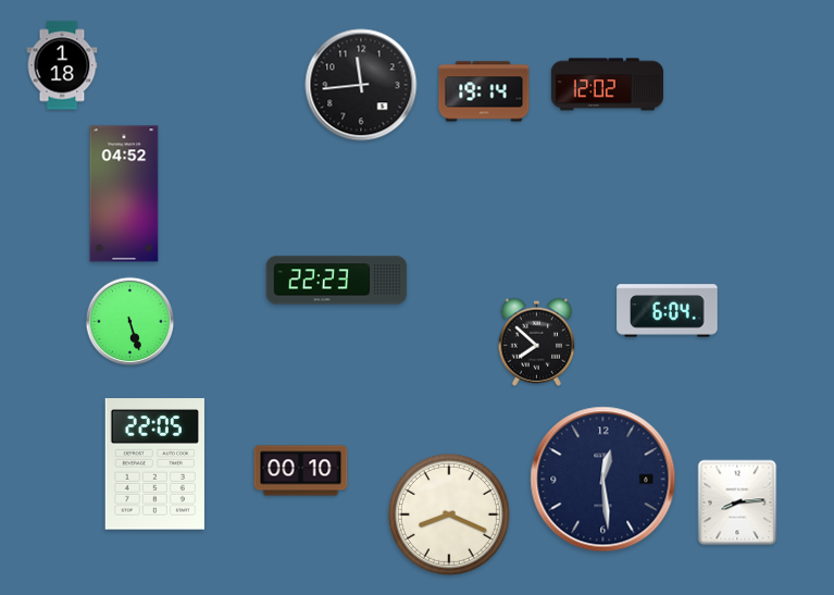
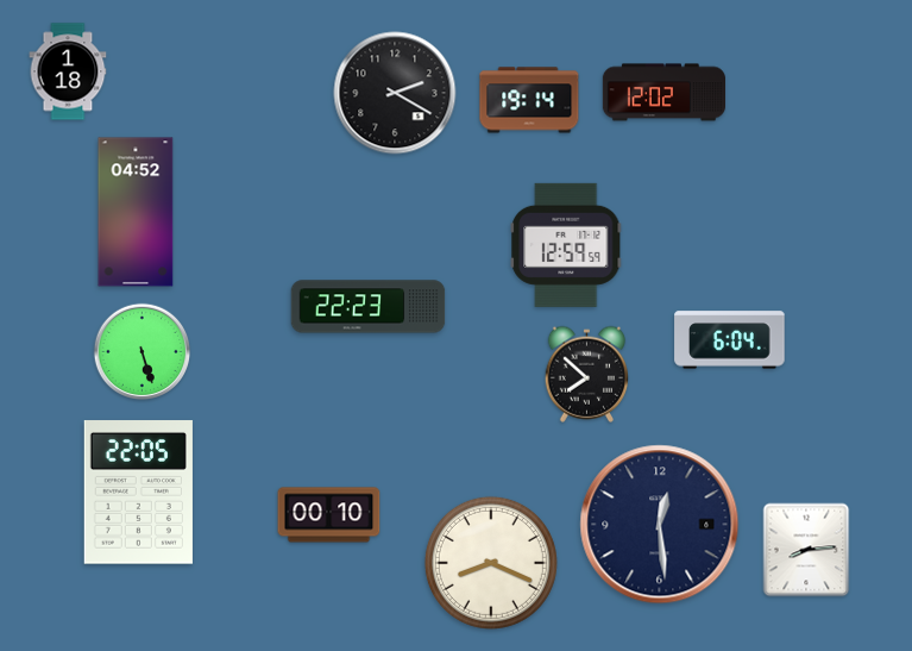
clock at (361, 85): 11:44 -> 2:20
clock at (566, 245): none -> 12:59
clock at (154, 464) position: (154, 464) -> (138, 493)
